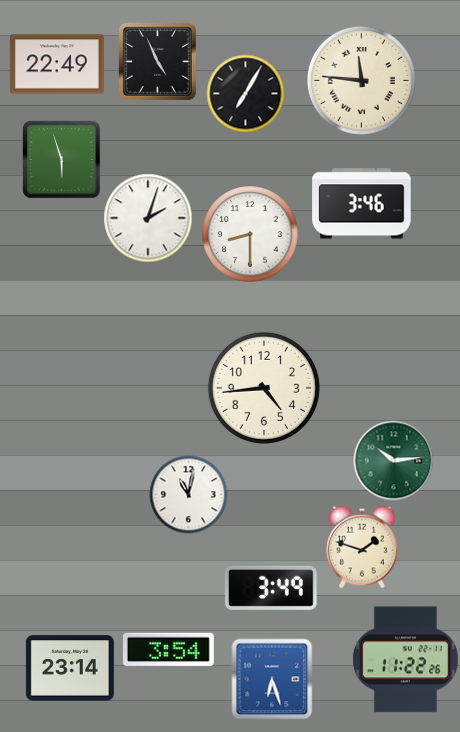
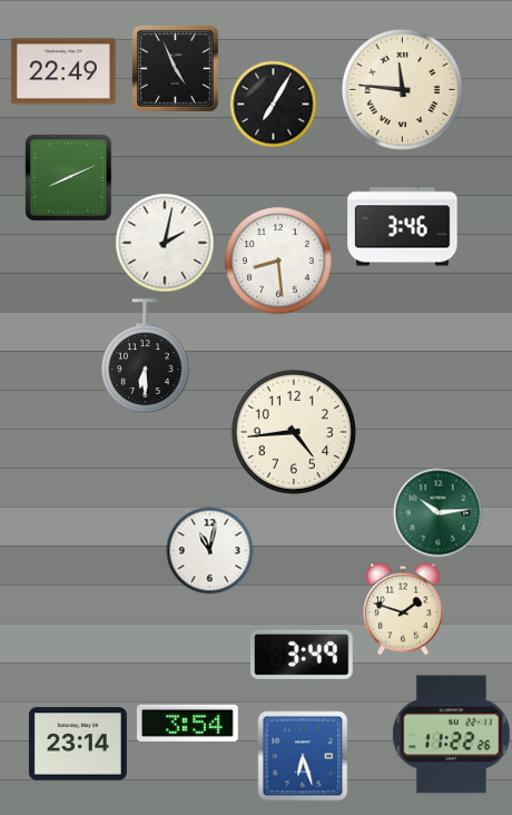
clock at (61, 159): 5:57 -> 8:11
clock at (148, 218): 2:03 -> 2:02
clock at (250, 234): 8:30 -> 8:29
clock at (145, 356): none -> 6:30
